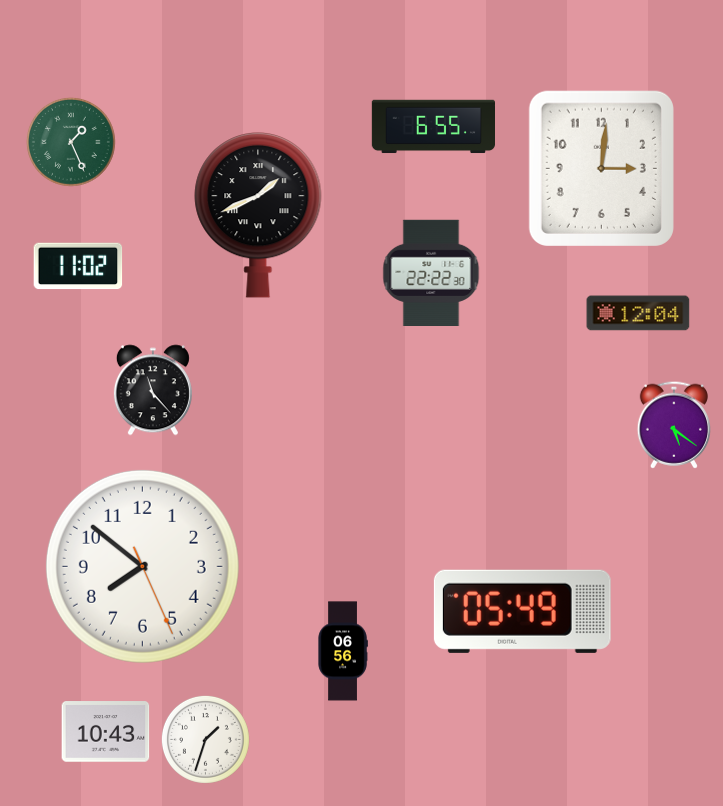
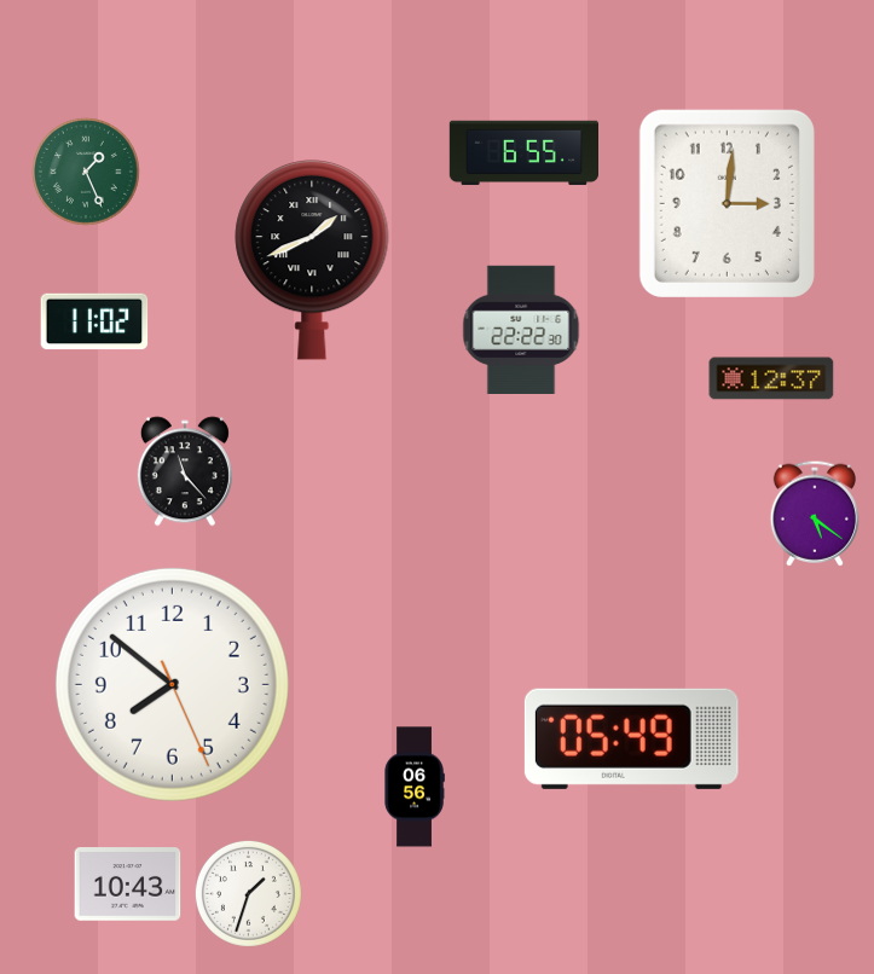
clock at (638, 313): 12:04 -> 12:37
